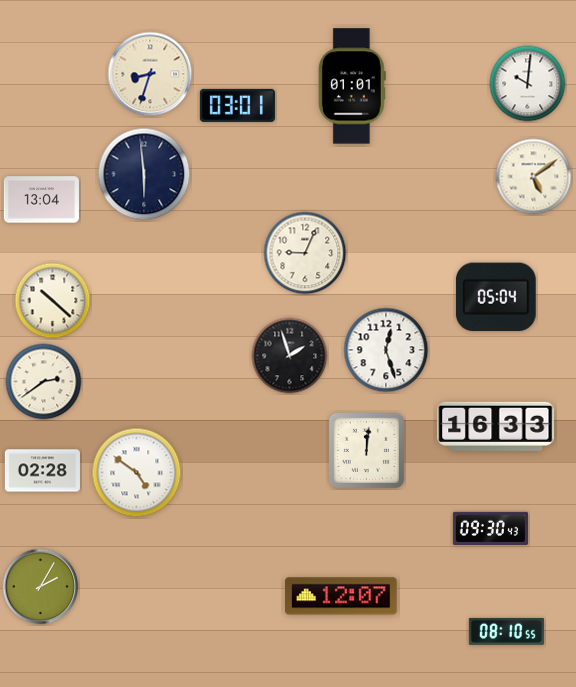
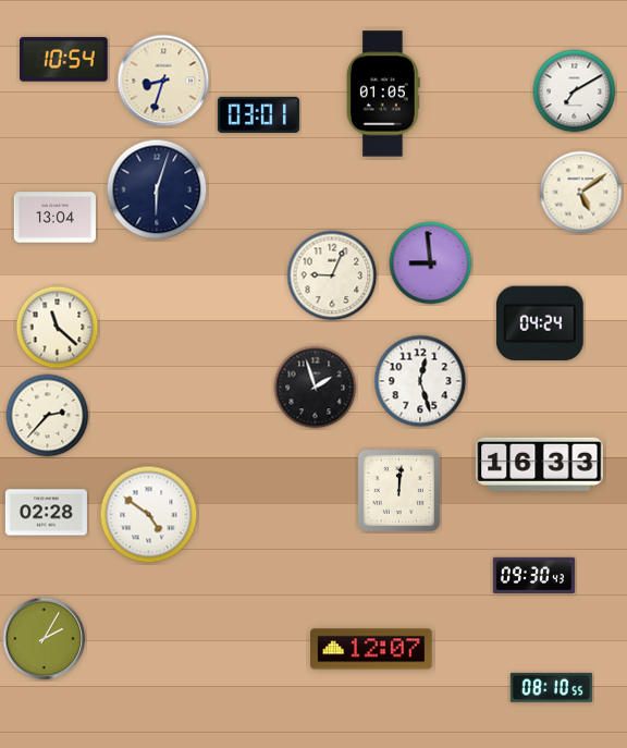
clock at (64, 60): none -> 10:54
clock at (528, 84): 10:01 -> 7:10
clock at (352, 86): 01:01 -> 01:05
clock at (144, 174): 5:59 -> 6:03
clock at (41, 200) position: (41, 200) -> (54, 218)
clock at (431, 263): none -> 8:59
clock at (496, 297): 05:04 -> 04:24
clock at (53, 301): 10:22 -> 11:22
clock at (44, 382): 2:39 -> 2:37
